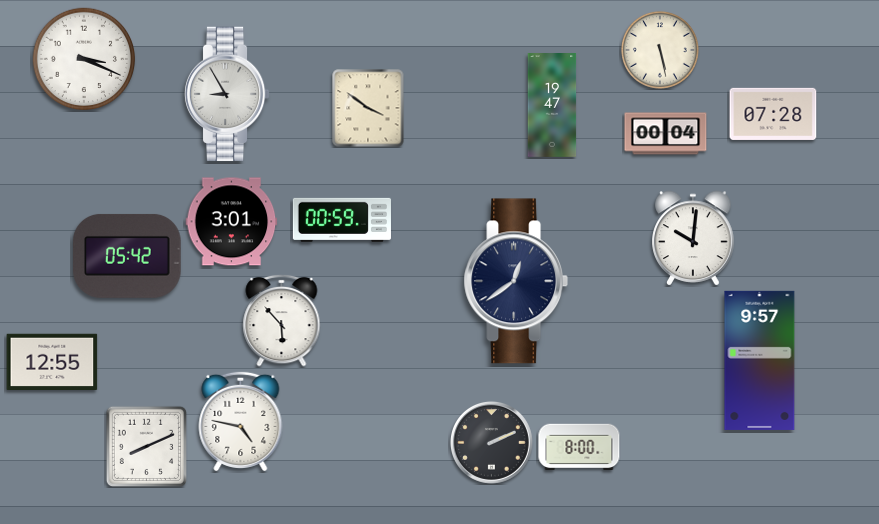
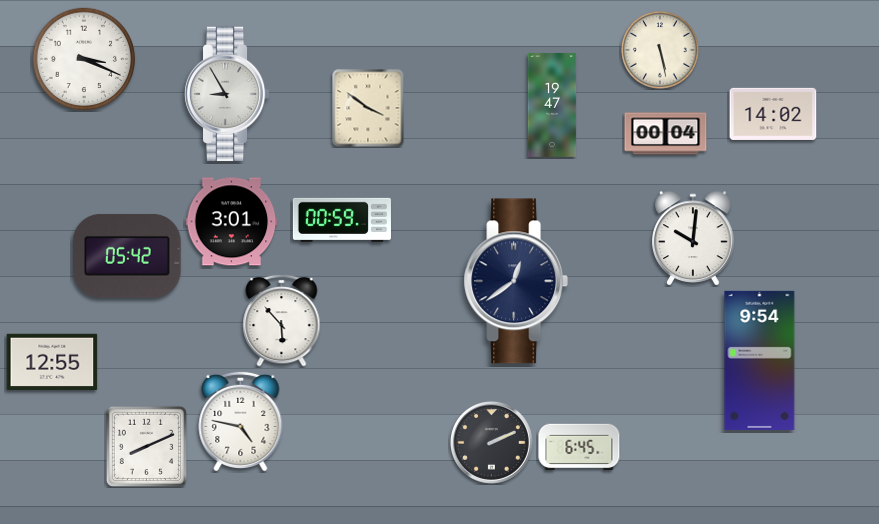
clock at (773, 114): 07:28 -> 14:02
clock at (760, 360): 9:57 -> 9:54
clock at (579, 447): 8:00 -> 6:45
